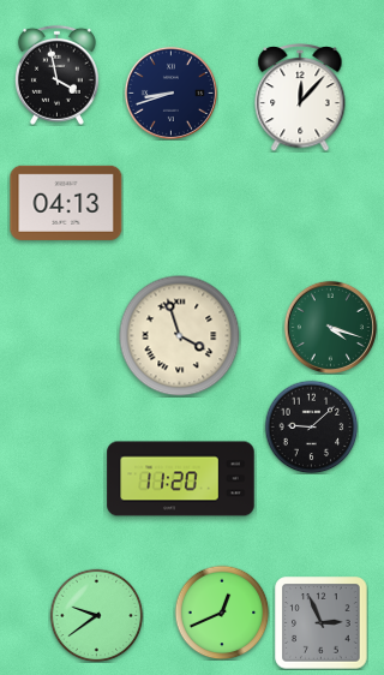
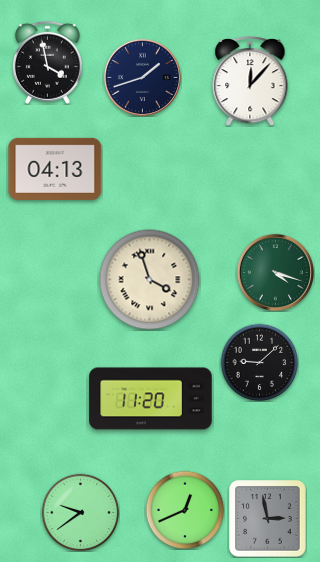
clock at (170, 92): 8:42 -> 1:42
clock at (311, 426) position: (311, 426) -> (259, 362)
clock at (322, 623): 2:56 -> 2:58
